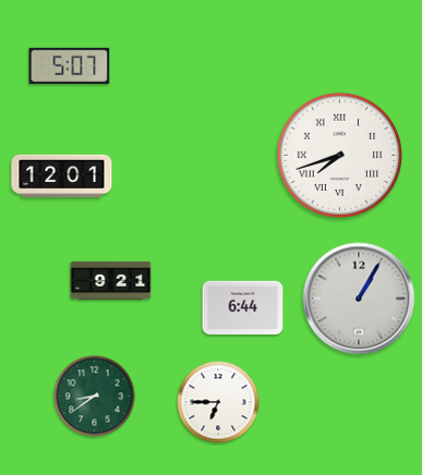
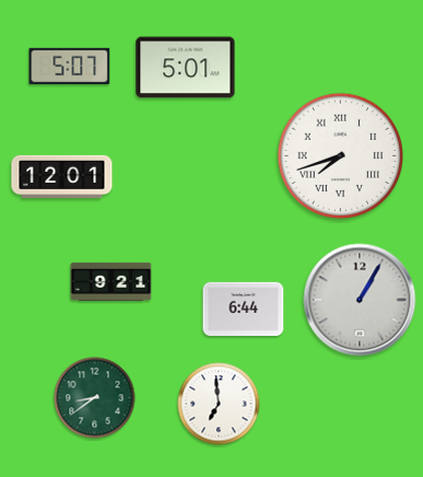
clock at (186, 68): none -> 5:01
clock at (218, 402): 6:45 -> 6:59
